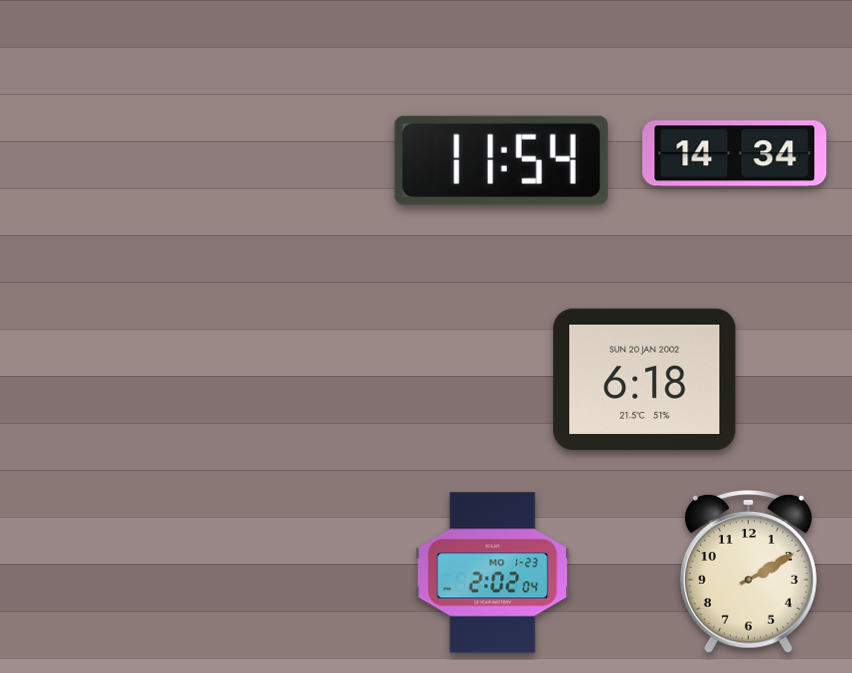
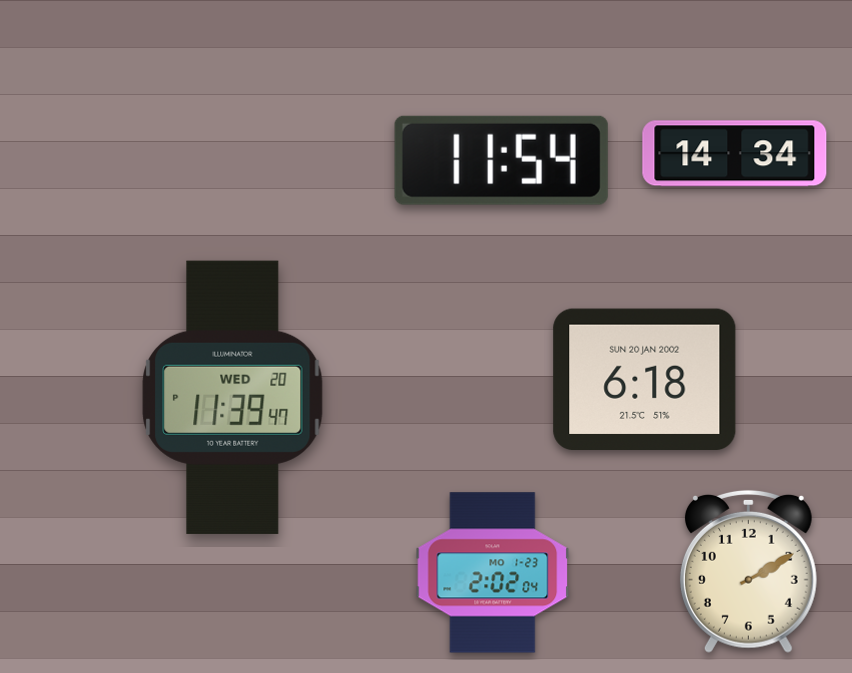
clock at (233, 397): none -> 11:39
